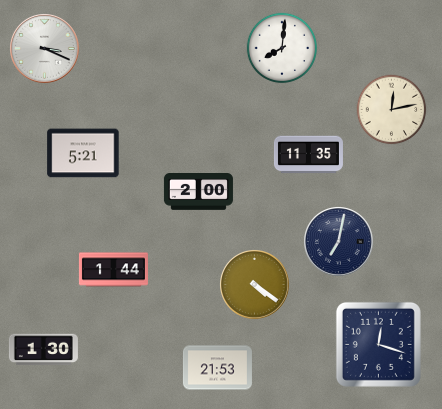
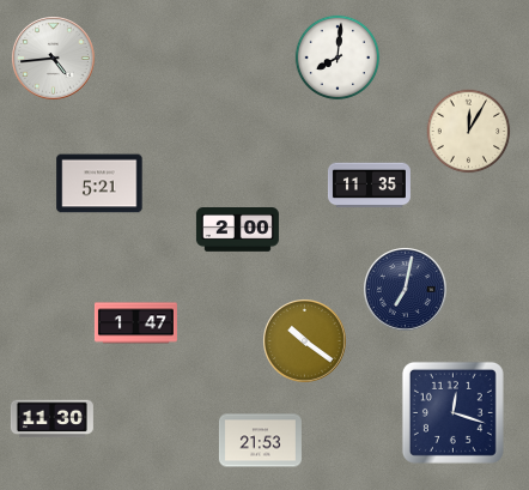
clock at (45, 49): 3:19 -> 4:44
clock at (392, 110): 12:13 -> 12:05
clock at (113, 270): 1:44 -> 1:47
clock at (255, 285): 4:21 -> 10:21
clock at (43, 350): 1:30 -> 11:30
